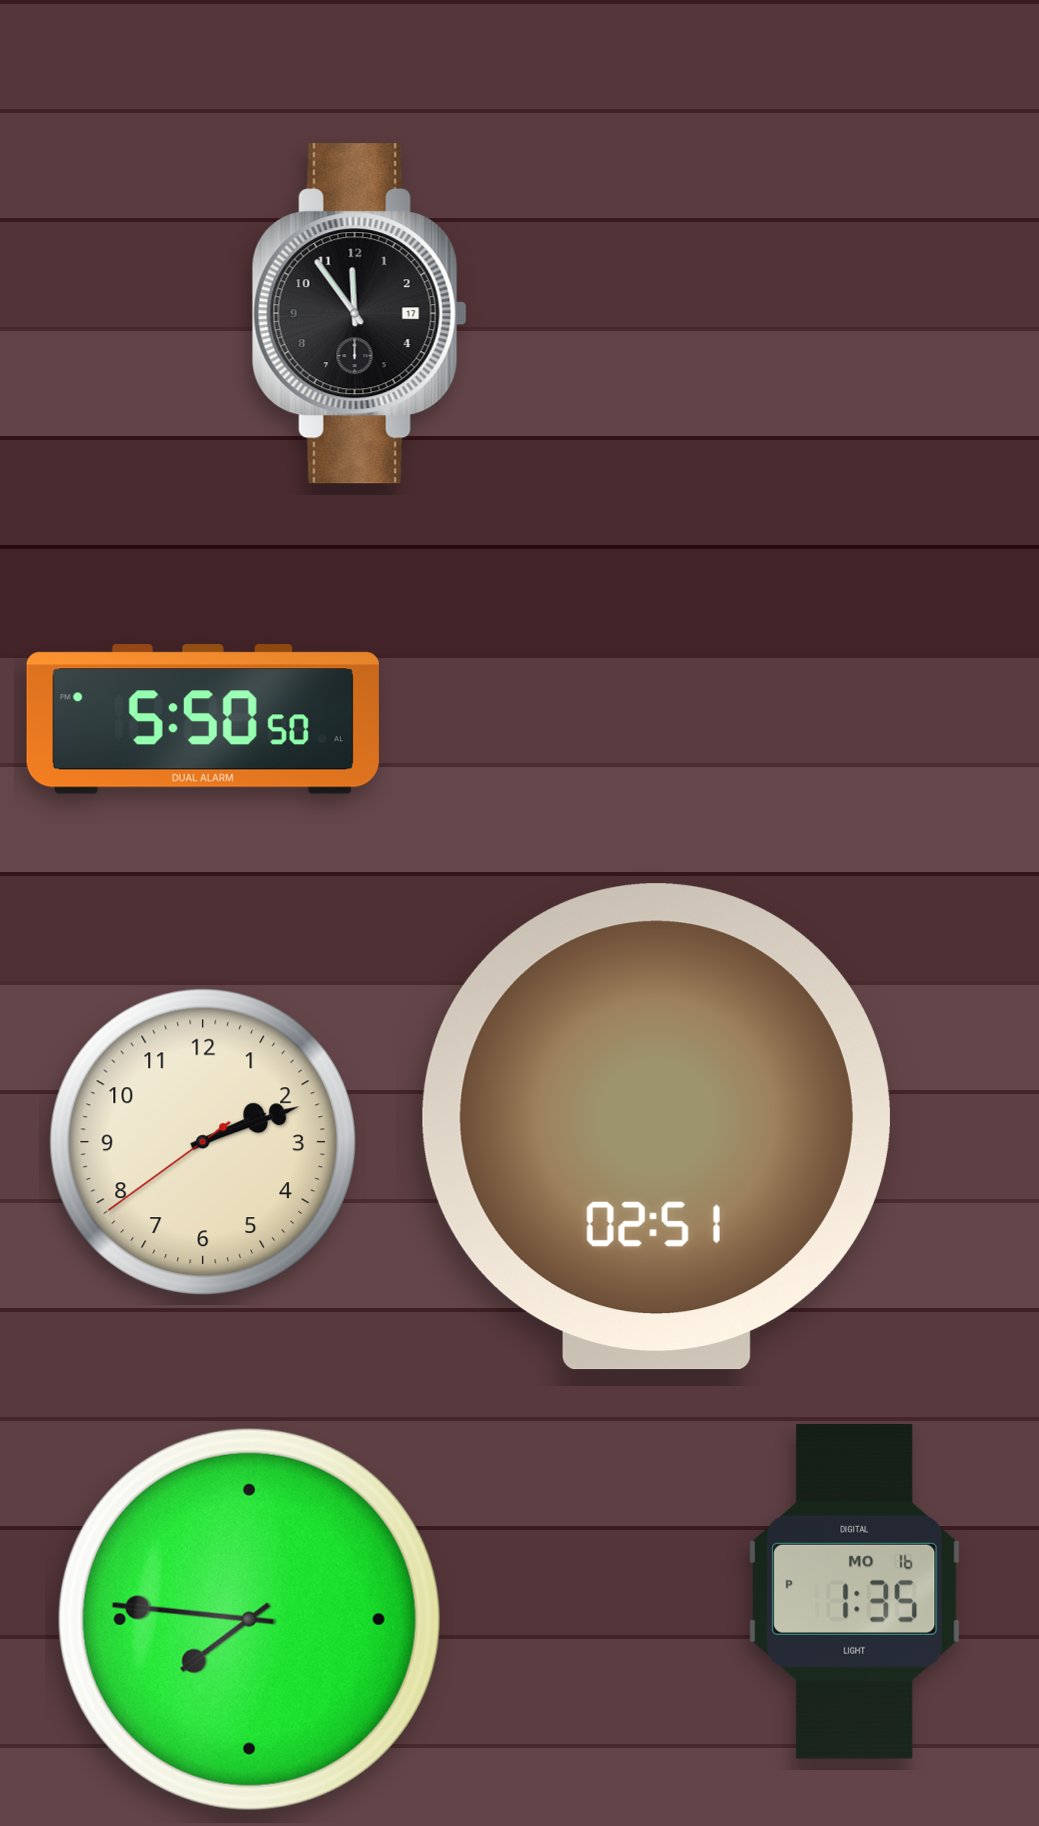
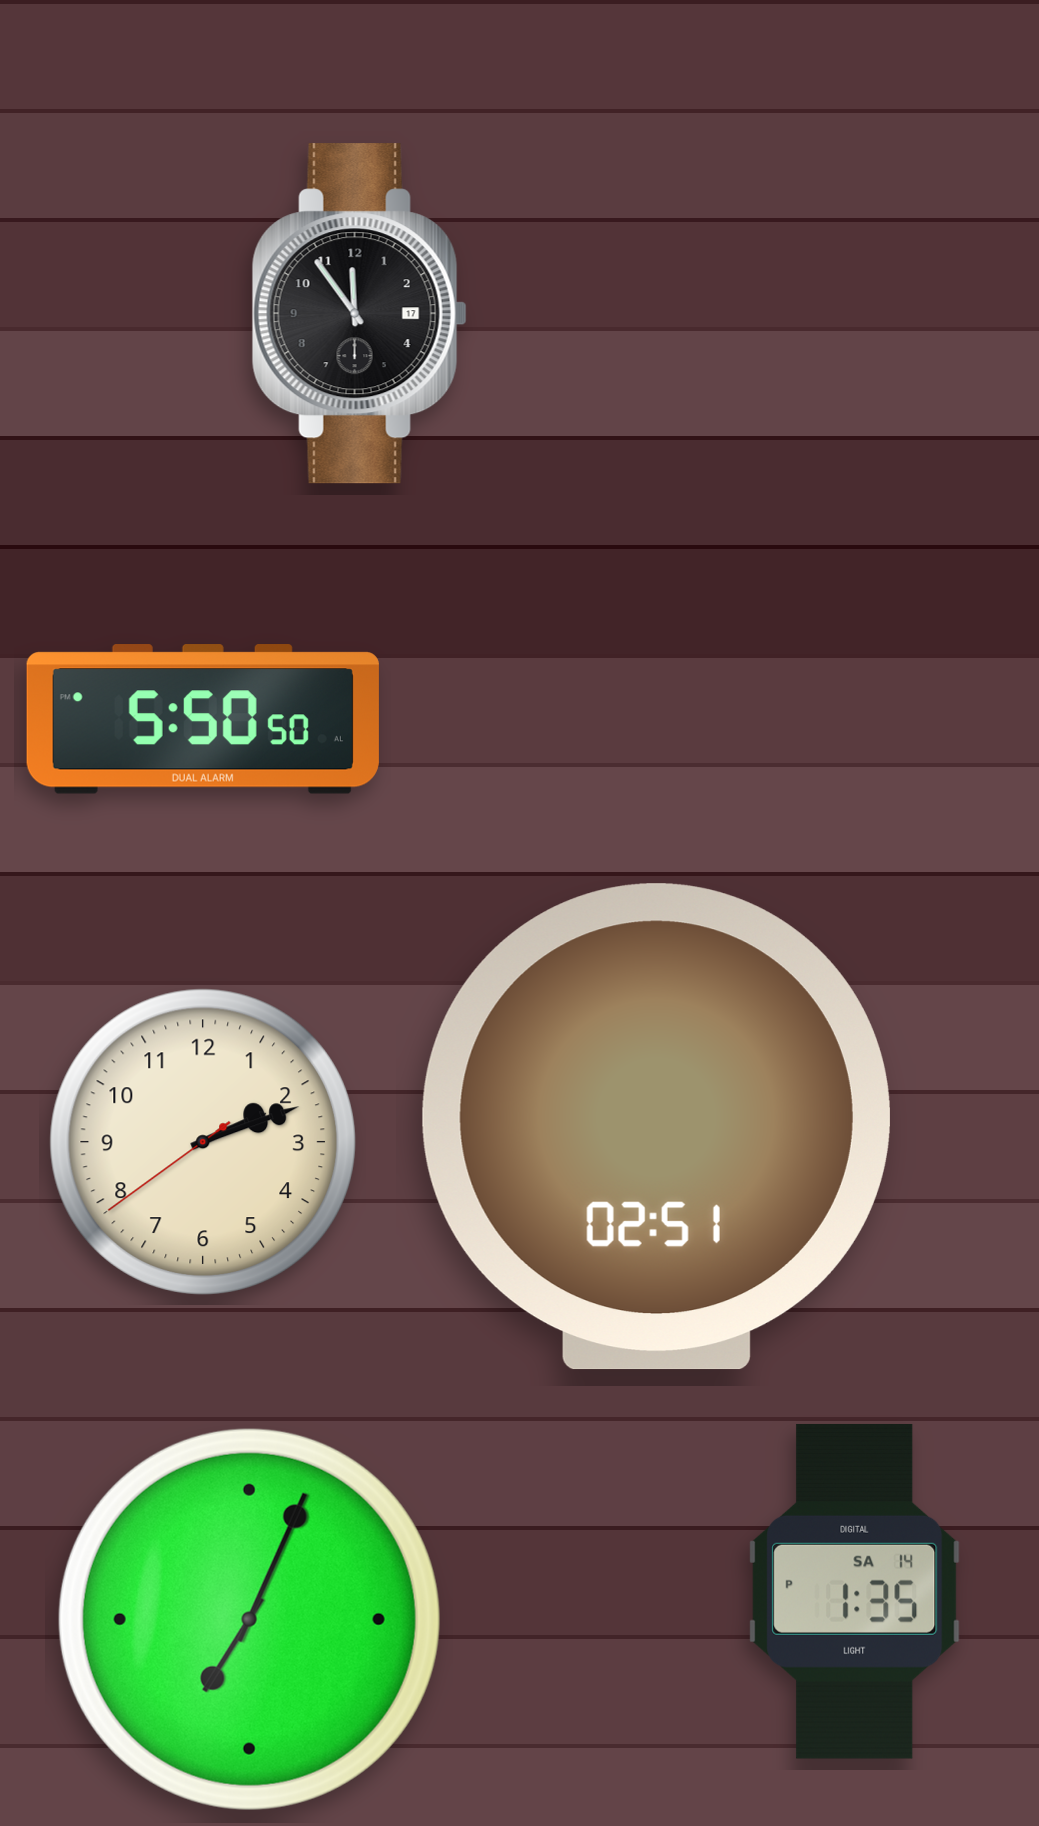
clock at (855, 1591) date: MO 16 -> SA 14
clock at (249, 1619): 7:46 -> 7:04
